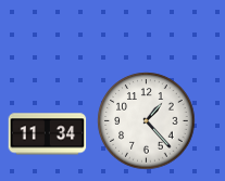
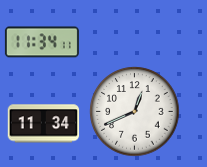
clock at (42, 42): none -> 11:34
clock at (147, 121): 1:23 -> 12:41
